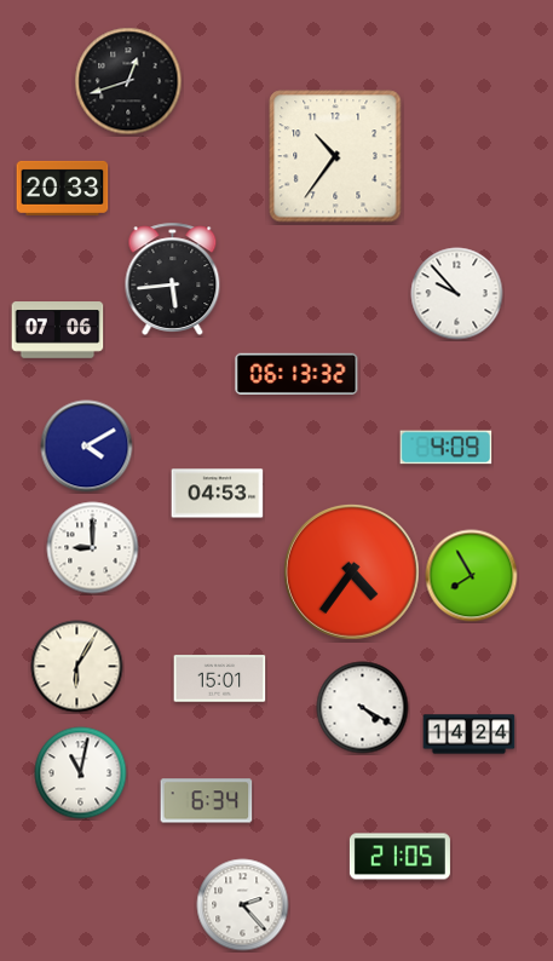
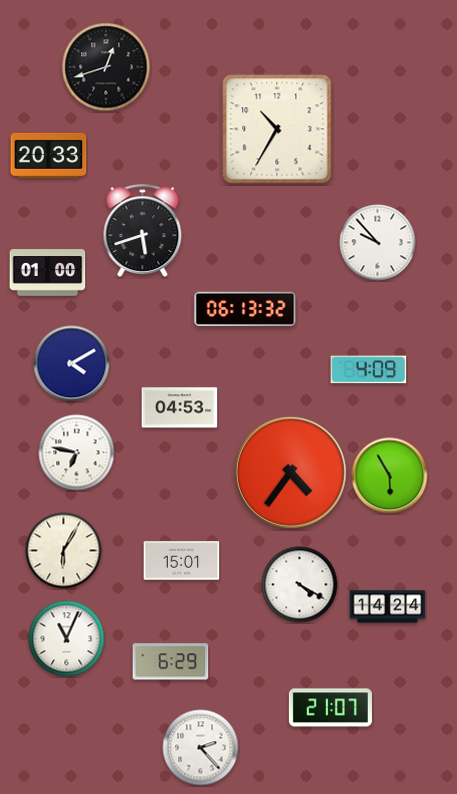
clock at (335, 156): 10:36 -> 10:35
clock at (63, 188) position: (63, 188) -> (49, 155)
clock at (173, 278): 5:44 -> 5:42
clock at (58, 330): 07:06 -> 01:00
clock at (87, 447) position: (87, 447) -> (72, 364)
clock at (93, 548): 9:00 -> 6:47
clock at (472, 576): 7:55 -> 5:55
clock at (81, 773): 11:02 -> 11:04
clock at (207, 801): 6:34 -> 6:29
clock at (399, 857): 21:05 -> 21:07
